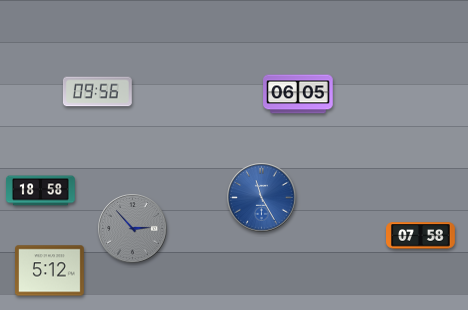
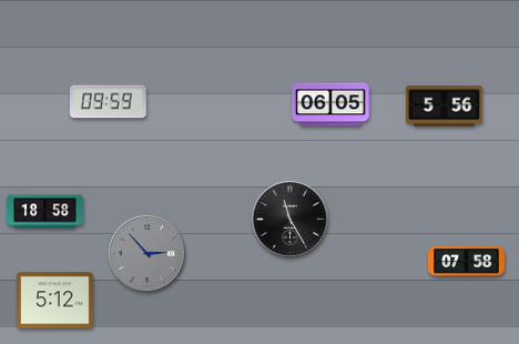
clock at (97, 92): 09:56 -> 09:59
clock at (445, 107): none -> 5:56
clock at (262, 198) dial: blue -> black
